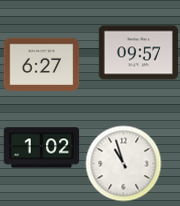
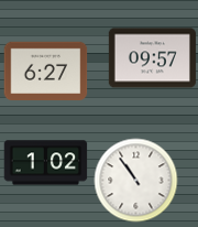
clock at (124, 164): 10:57 -> 10:54
